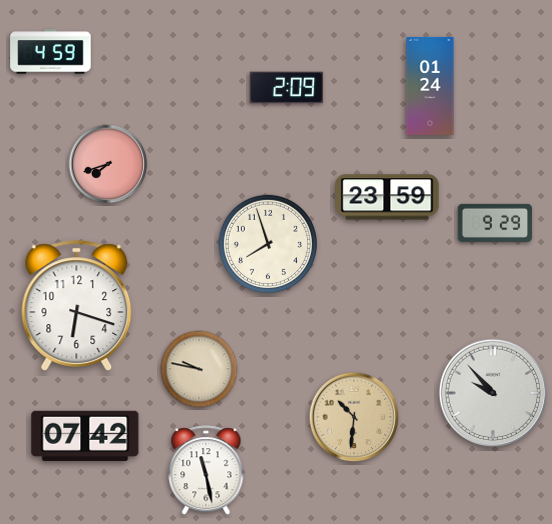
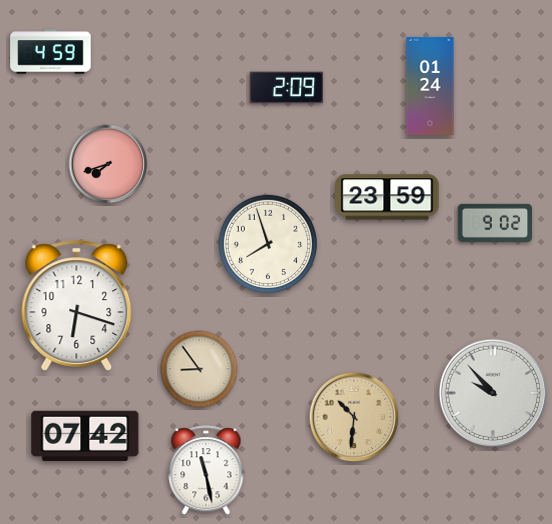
clock at (494, 223): 9:29 -> 9:02
clock at (199, 369): 9:47 -> 8:54
